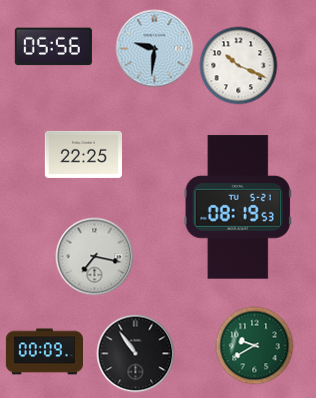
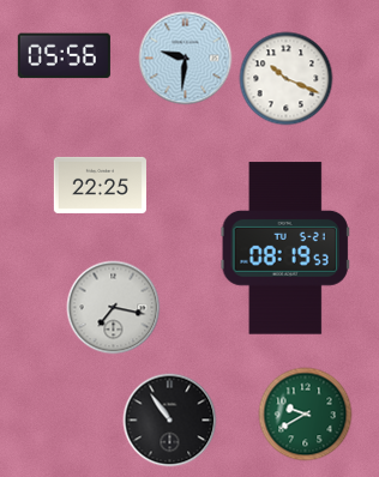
clock at (44, 352): 00:09 -> none
clock at (135, 353) position: (135, 353) -> (169, 419)
